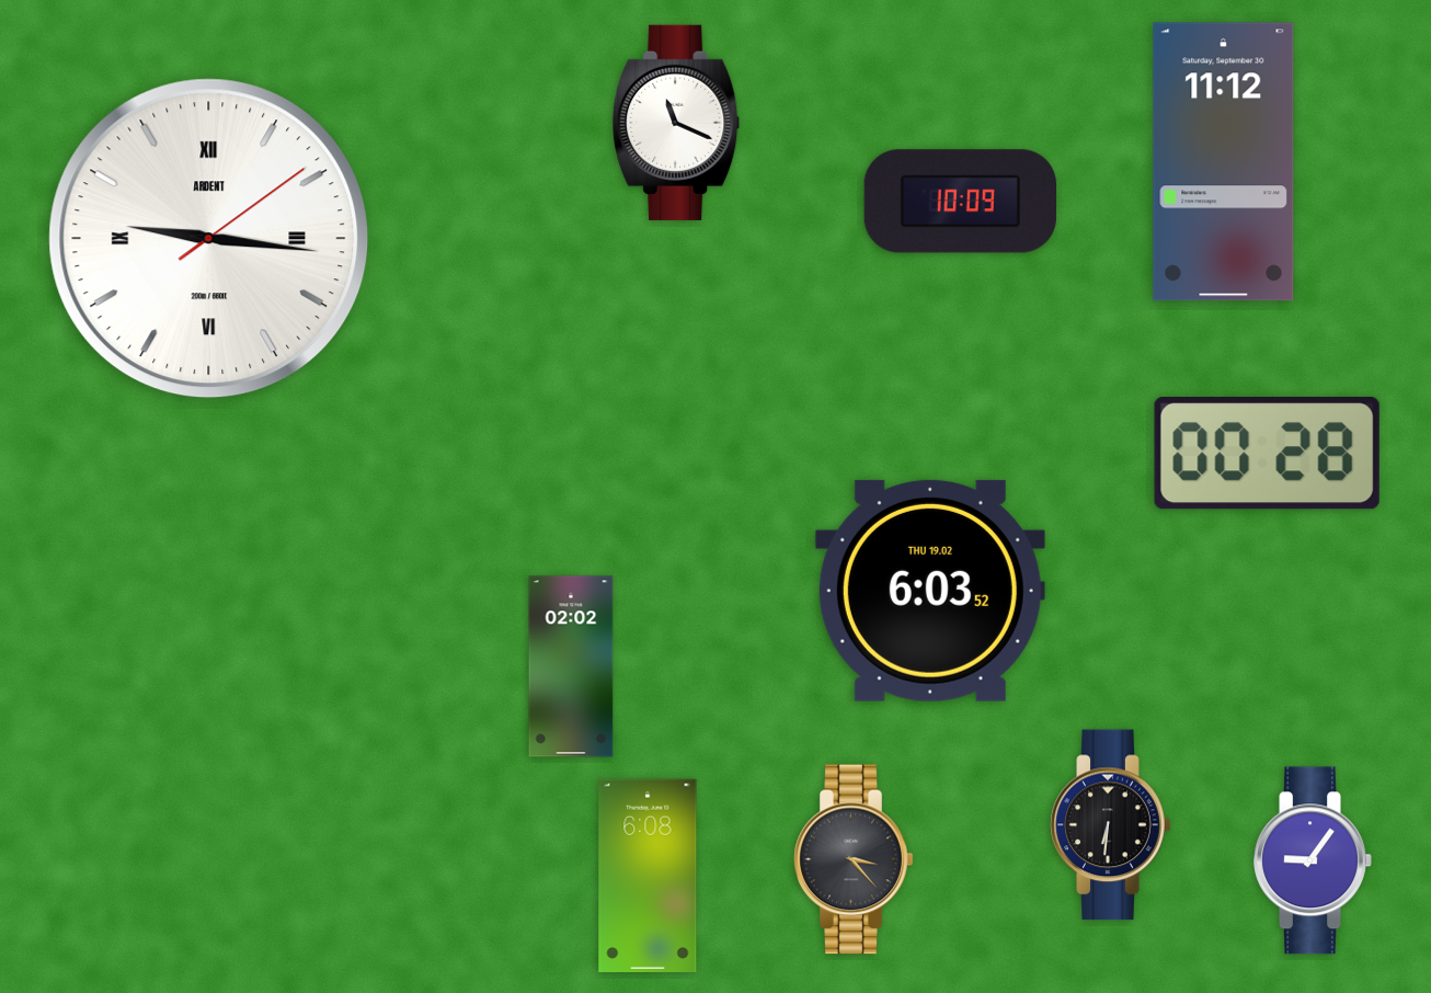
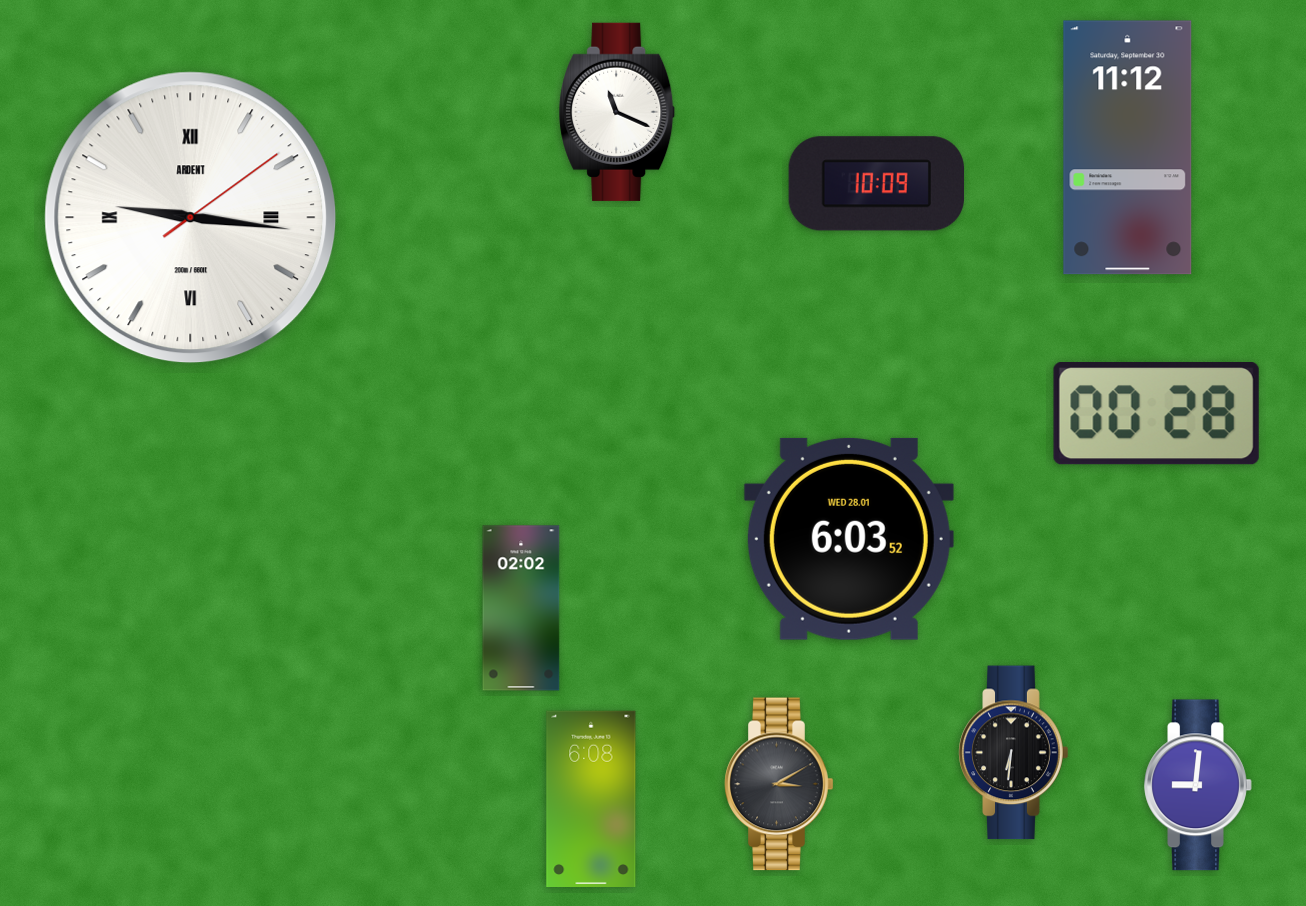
clock at (1224, 162) position: (1224, 162) -> (1128, 148)
clock at (930, 591) date: THU 19.02 -> WED 28.01
clock at (854, 859): 3:23 -> 3:10
clock at (1313, 860): 9:06 -> 9:01
